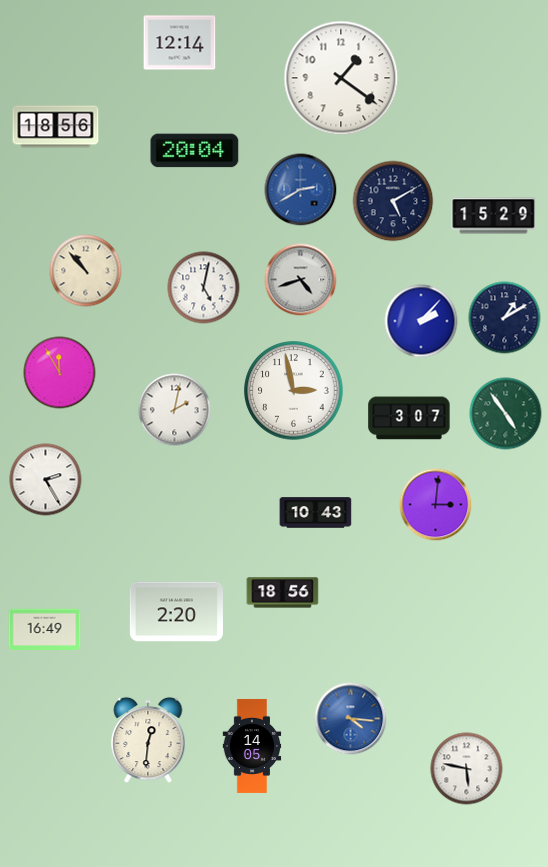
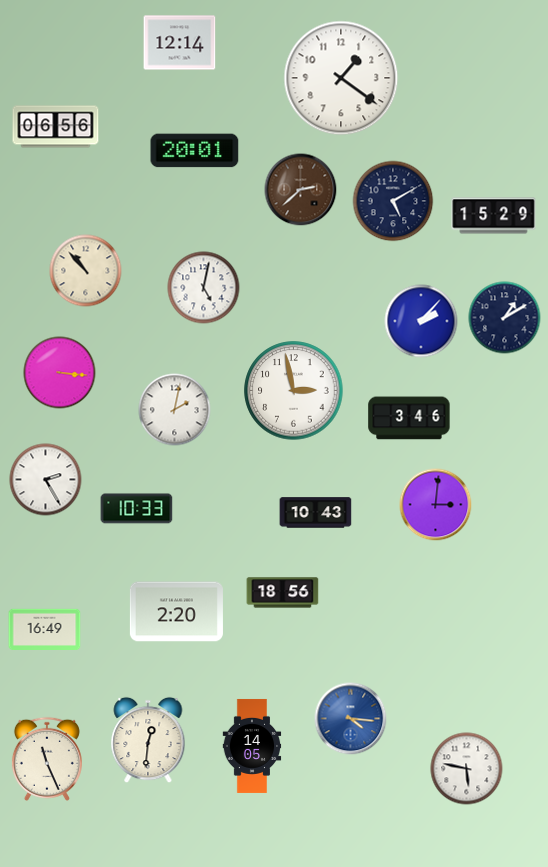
clock at (56, 127): 18:56 -> 06:56
clock at (195, 151): 20:04 -> 20:01
clock at (301, 190): 2:40 -> 2:38
clock at (301, 190) dial: blue -> brown
clock at (301, 280): 4:42 -> none
clock at (60, 373): 11:55 -> 3:16
clock at (506, 414): 4:54 -> none
clock at (409, 418): 3:07 -> 3:46
clock at (137, 509): none -> 10:33
clock at (47, 759): none -> 11:26
